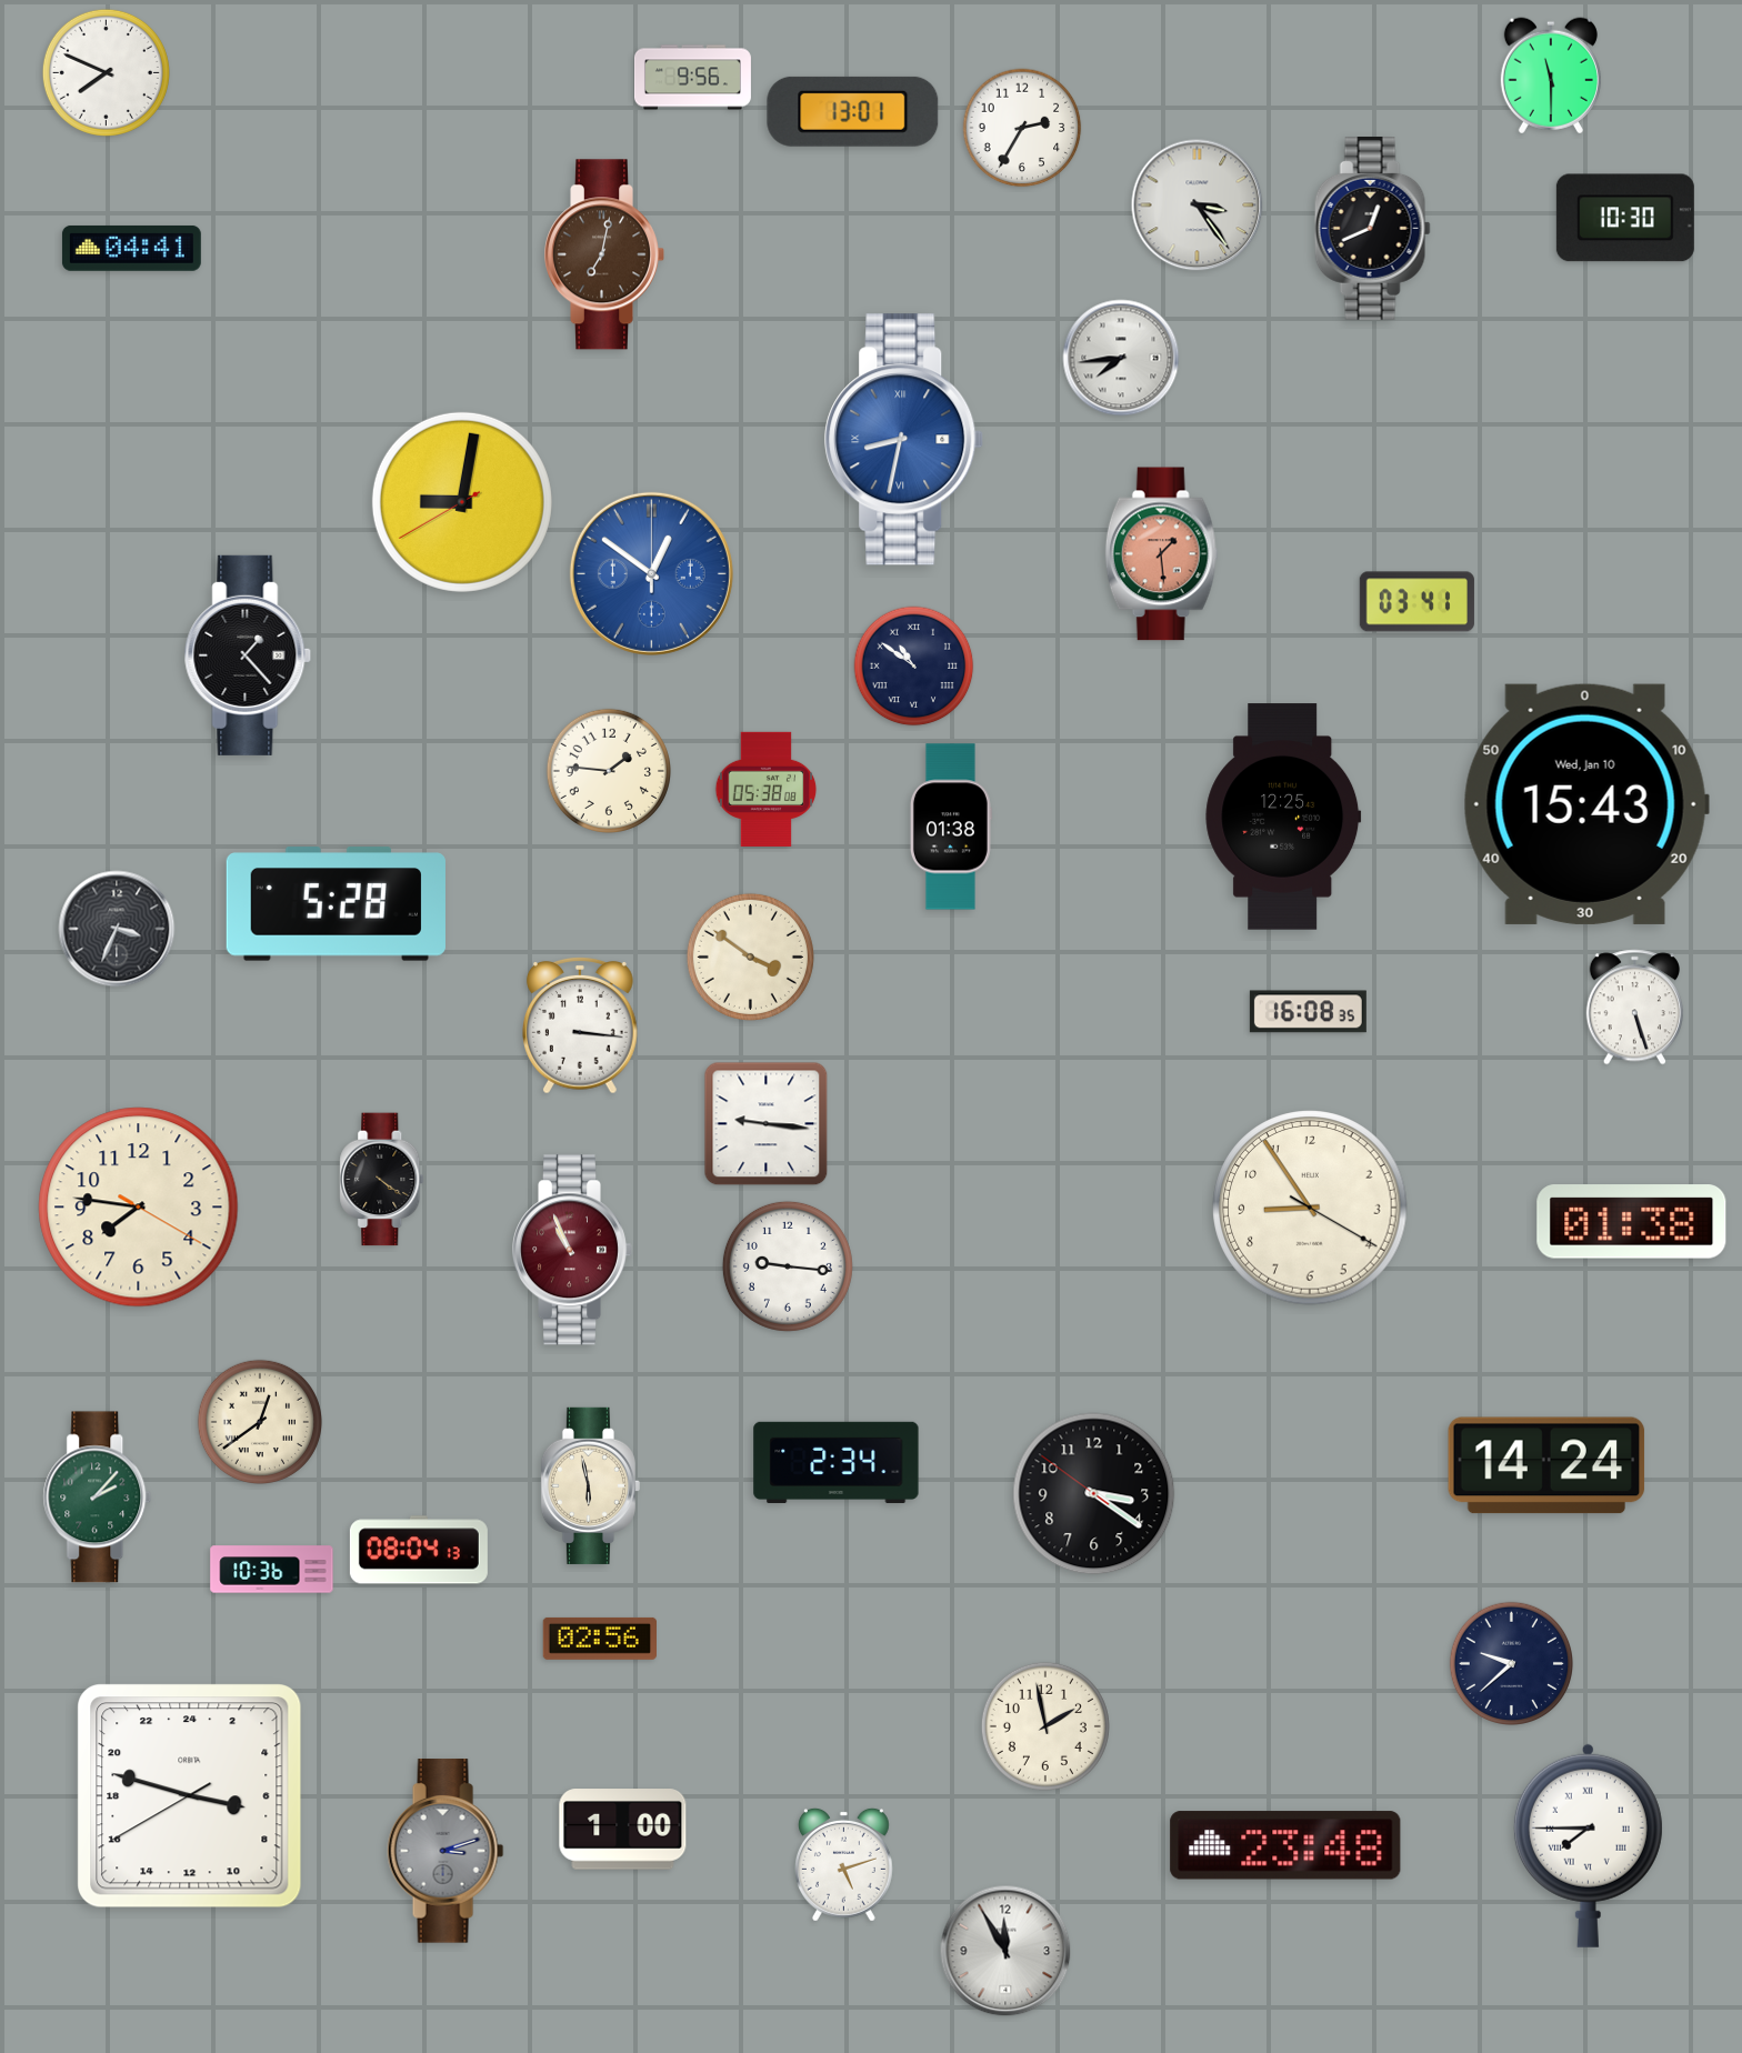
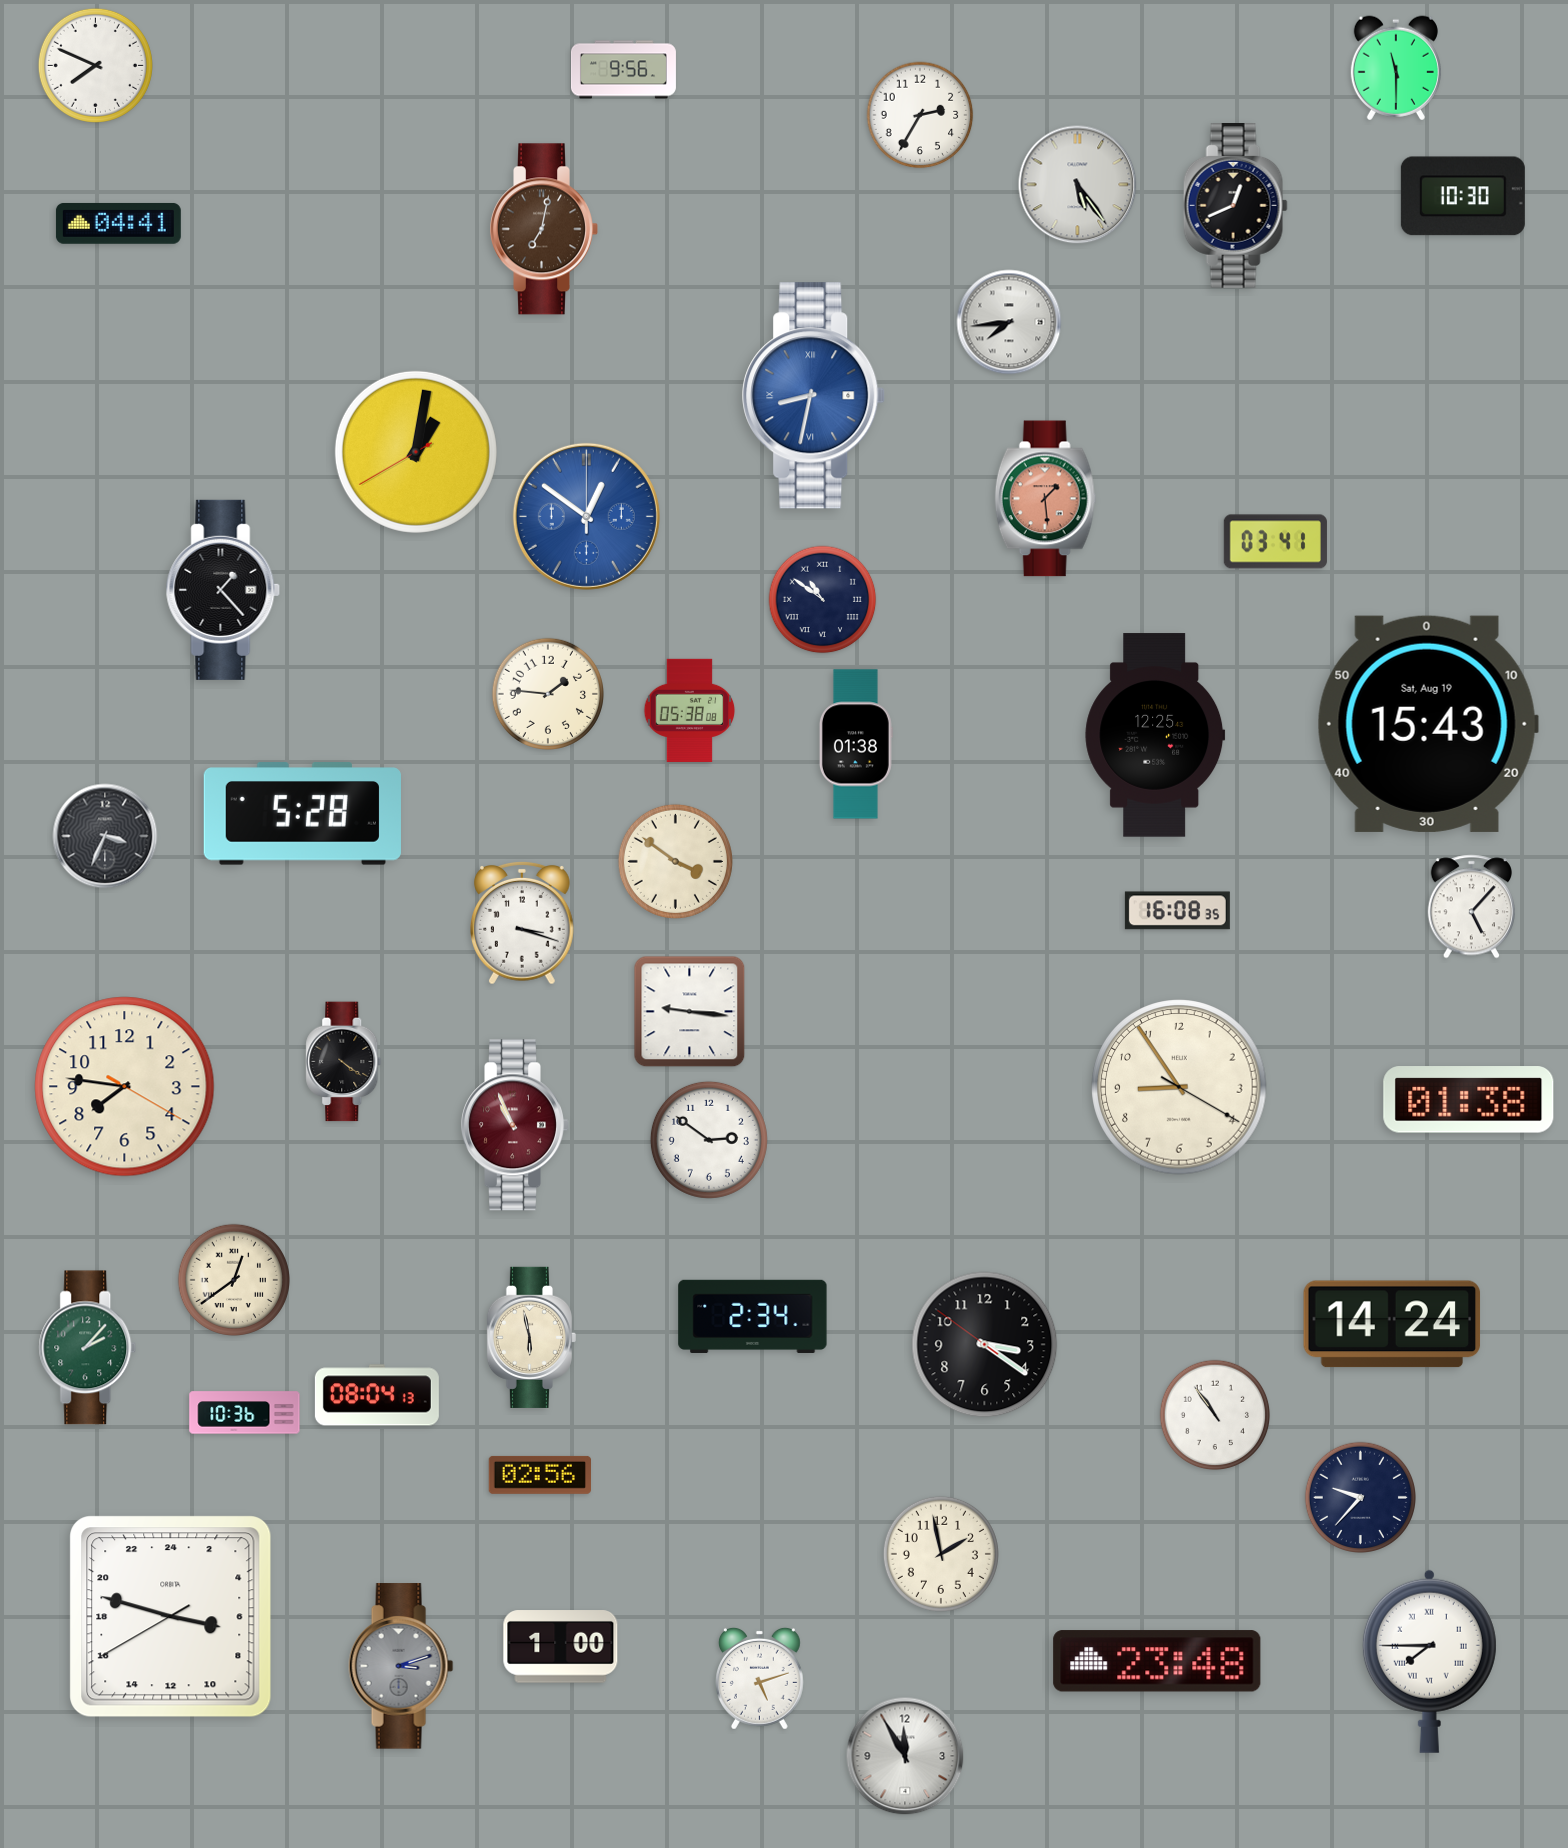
clock at (853, 111): 13:01 -> none
clock at (1198, 206): 3:24 -> 5:24
clock at (462, 502): 9:01 -> 1:01
clock at (1586, 804) date: Wed, Jan 10 -> Sat, Aug 19
clock at (1634, 1008): 5:27 -> 5:07
clock at (581, 1025): 3:16 -> 3:18
clock at (788, 1266): 9:16 -> 2:51
clock at (1546, 1465) position: (1546, 1465) -> (1392, 1324)
clock at (1215, 1415): none -> 10:54
clock at (1511, 1663): 9:38 -> 9:37
